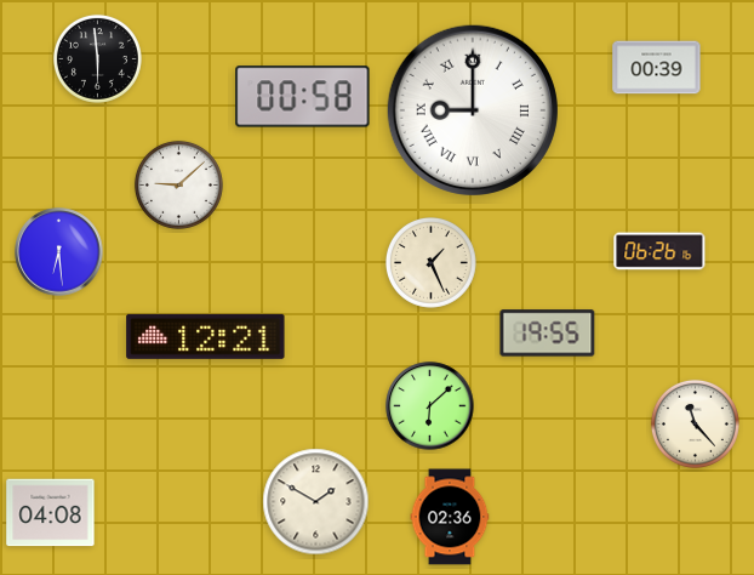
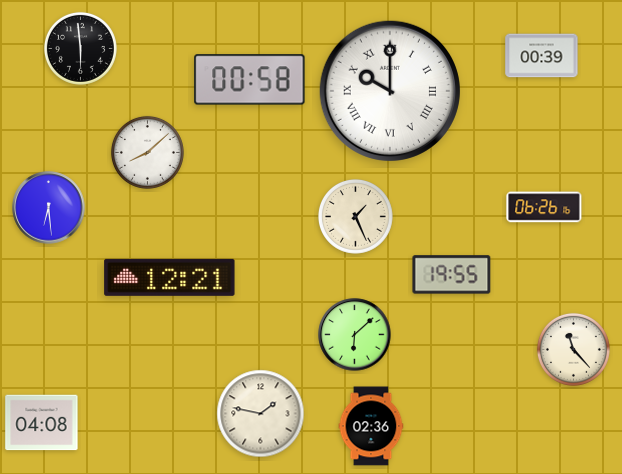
clock at (473, 110): 9:00 -> 10:00
clock at (178, 184): 9:08 -> 8:08
clock at (316, 502): 1:50 -> 1:47
